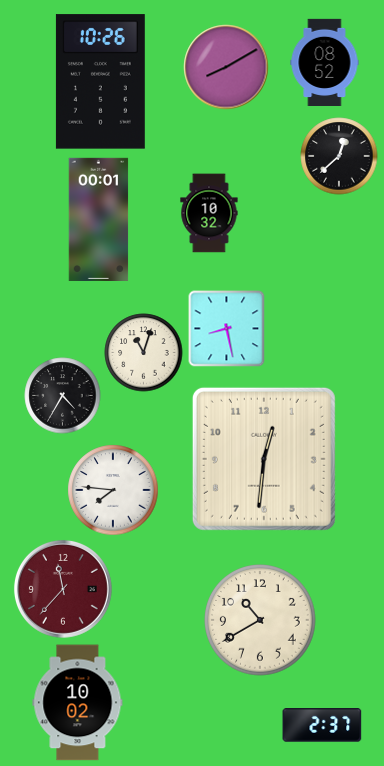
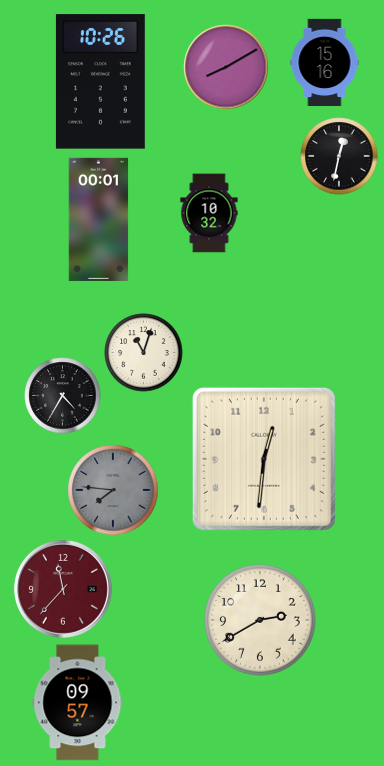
clock at (325, 62): 08:52 -> 15:16
clock at (339, 156): 12:38 -> 12:32
clock at (227, 329): 8:28 -> none
clock at (113, 490) dial: white -> grey
clock at (261, 621): 10:40 -> 2:40
clock at (78, 703): 10:02 -> 09:57
clock at (322, 725): 2:37 -> none
